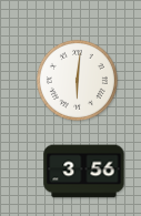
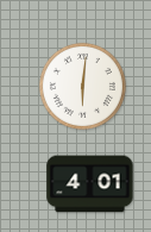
clock at (84, 172): 3:56 -> 4:01
